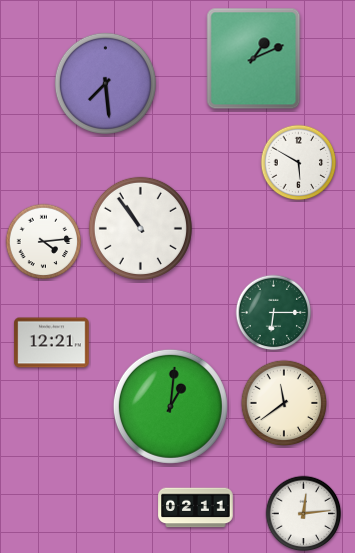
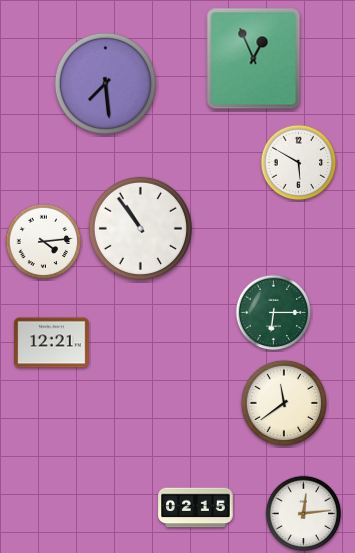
clock at (254, 59): 1:11 -> 12:56
clock at (170, 406): 1:01 -> none
clock at (196, 508): 02:11 -> 02:15
